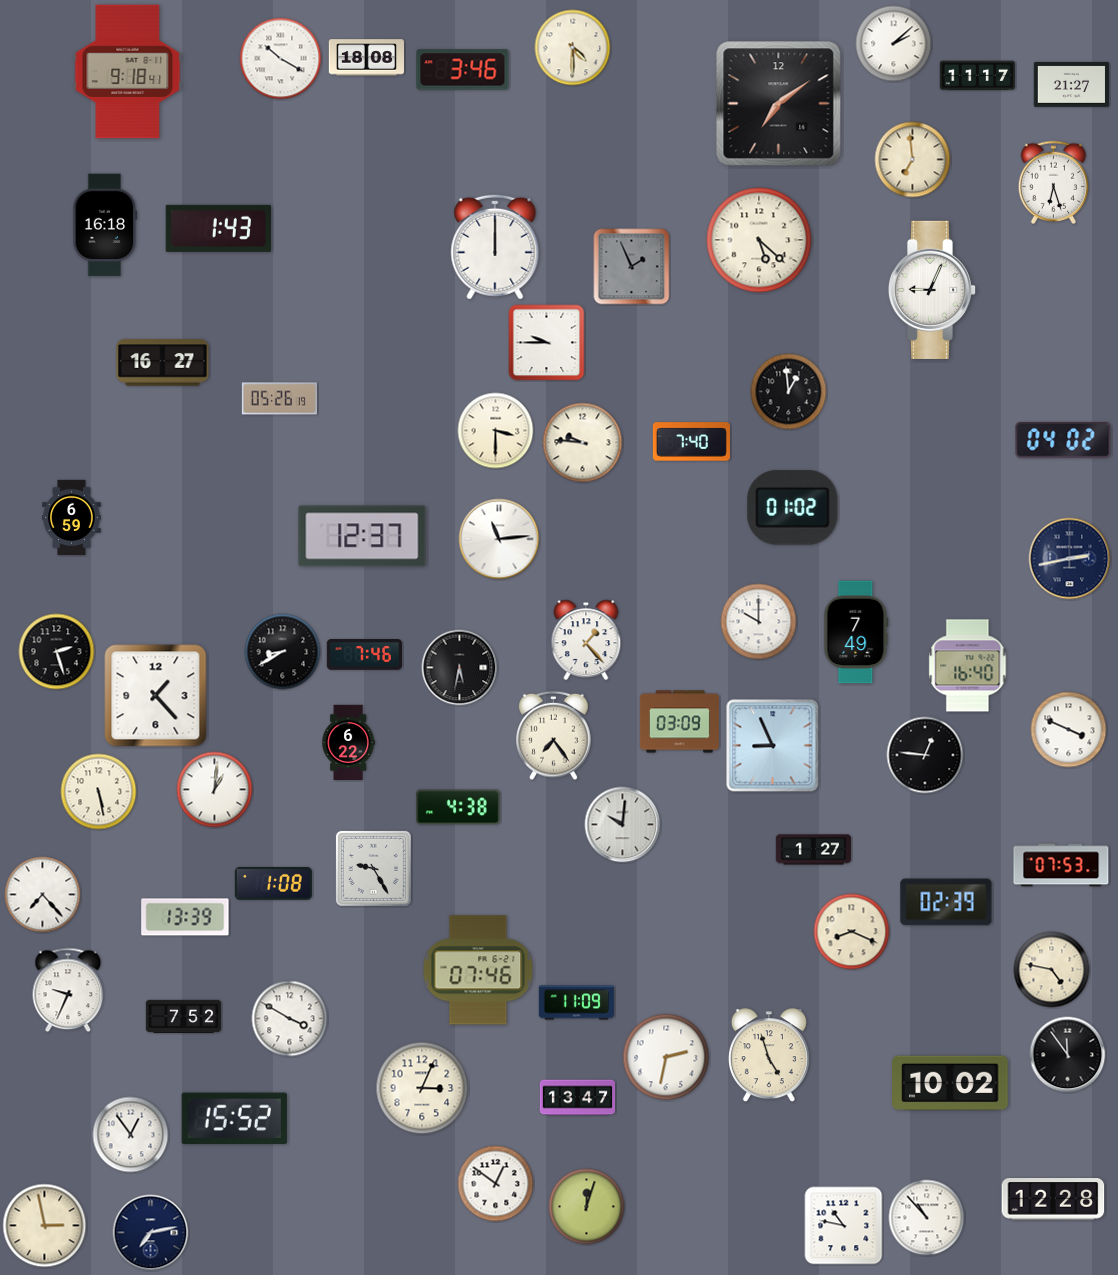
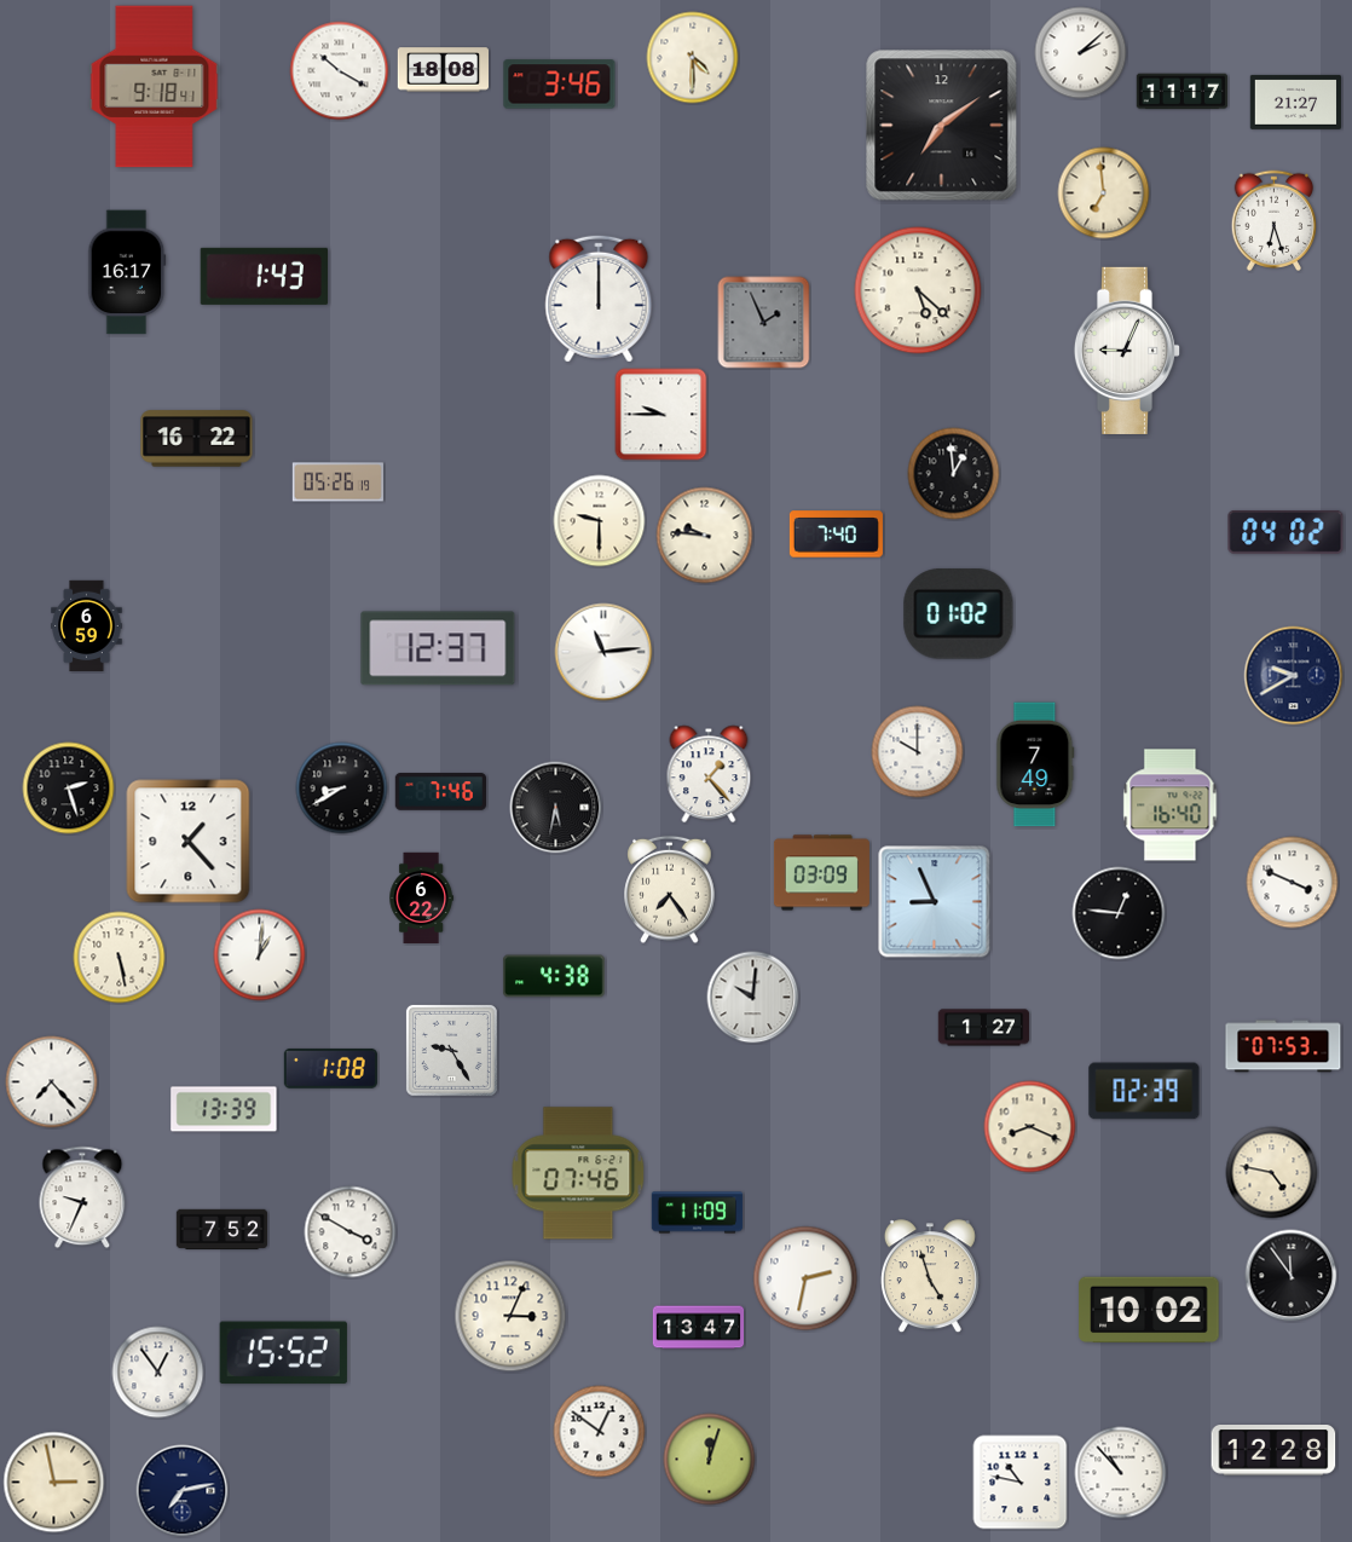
clock at (105, 225): 16:18 -> 16:17
clock at (163, 363): 16:27 -> 16:22
clock at (496, 431): 3:30 -> 9:30
clock at (1070, 559): 2:43 -> 9:40
